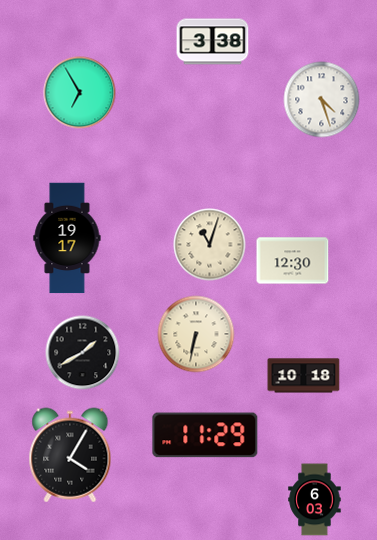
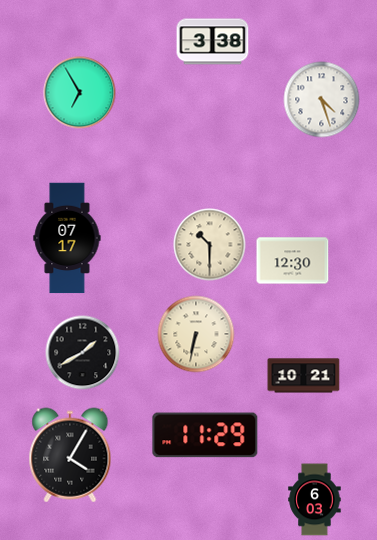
clock at (67, 238): 19:17 -> 07:17
clock at (210, 245): 11:03 -> 10:30
clock at (304, 376): 10:18 -> 10:21
